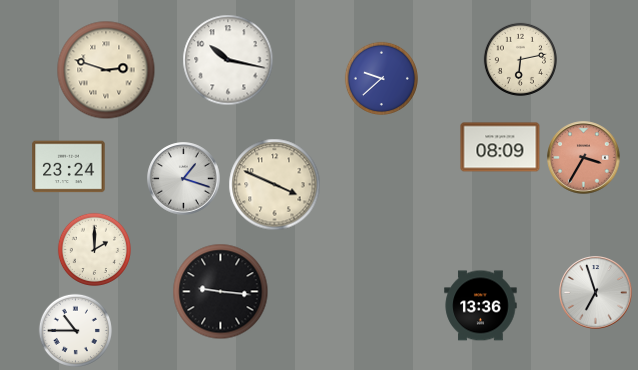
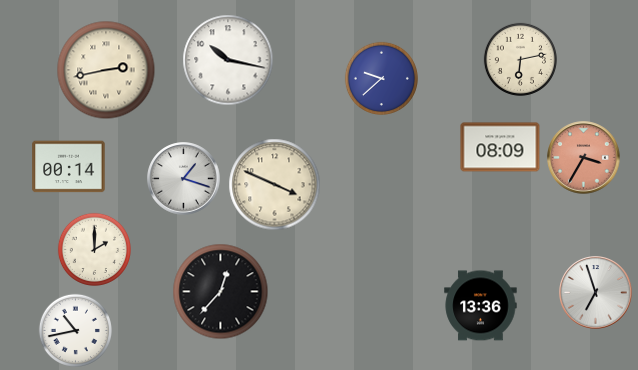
clock at (106, 70): 2:48 -> 2:43
clock at (69, 167): 23:24 -> 00:14
clock at (221, 292): 9:16 -> 12:37
clock at (75, 330): 10:45 -> 10:43
